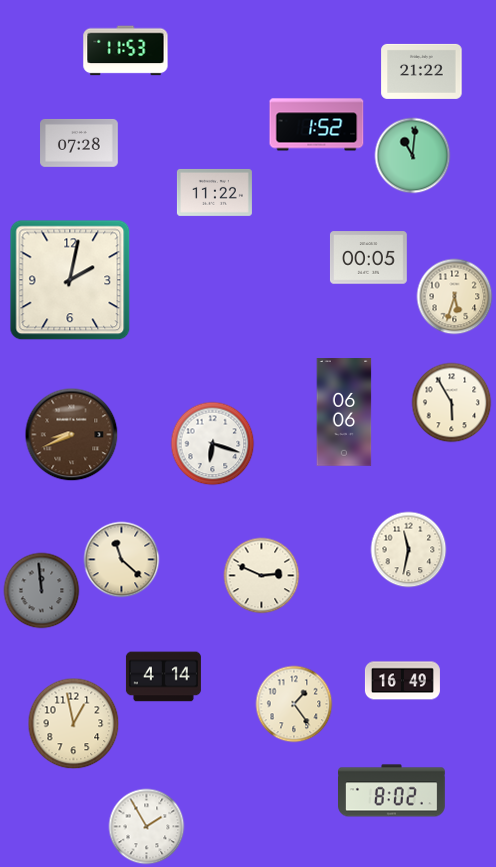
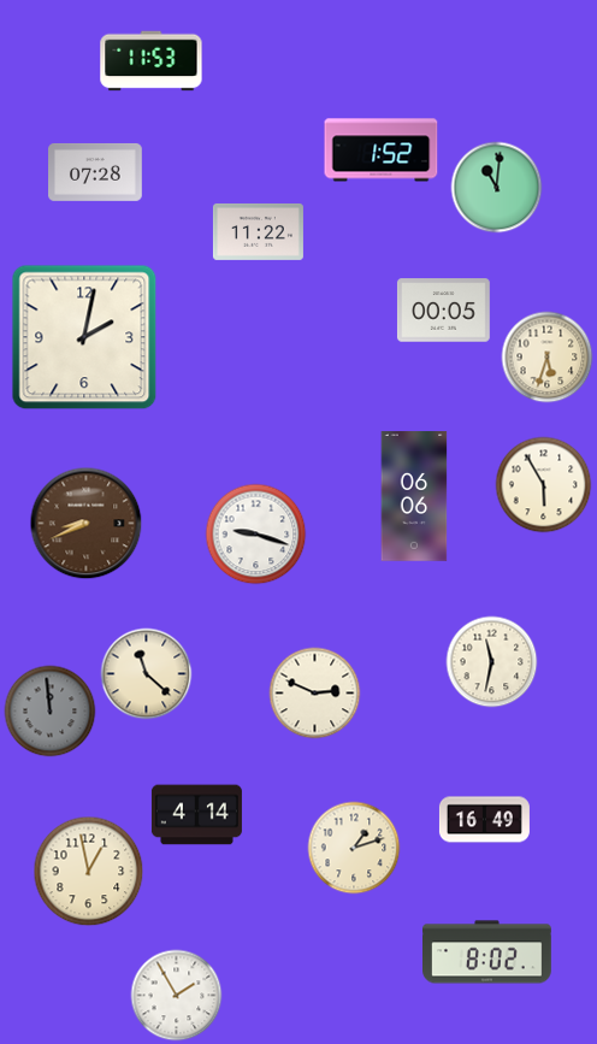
clock at (422, 71): 21:22 -> none
clock at (213, 444): 6:18 -> 9:18
clock at (294, 704): 1:24 -> 1:12
clock at (392, 791) position: (392, 791) -> (487, 952)
